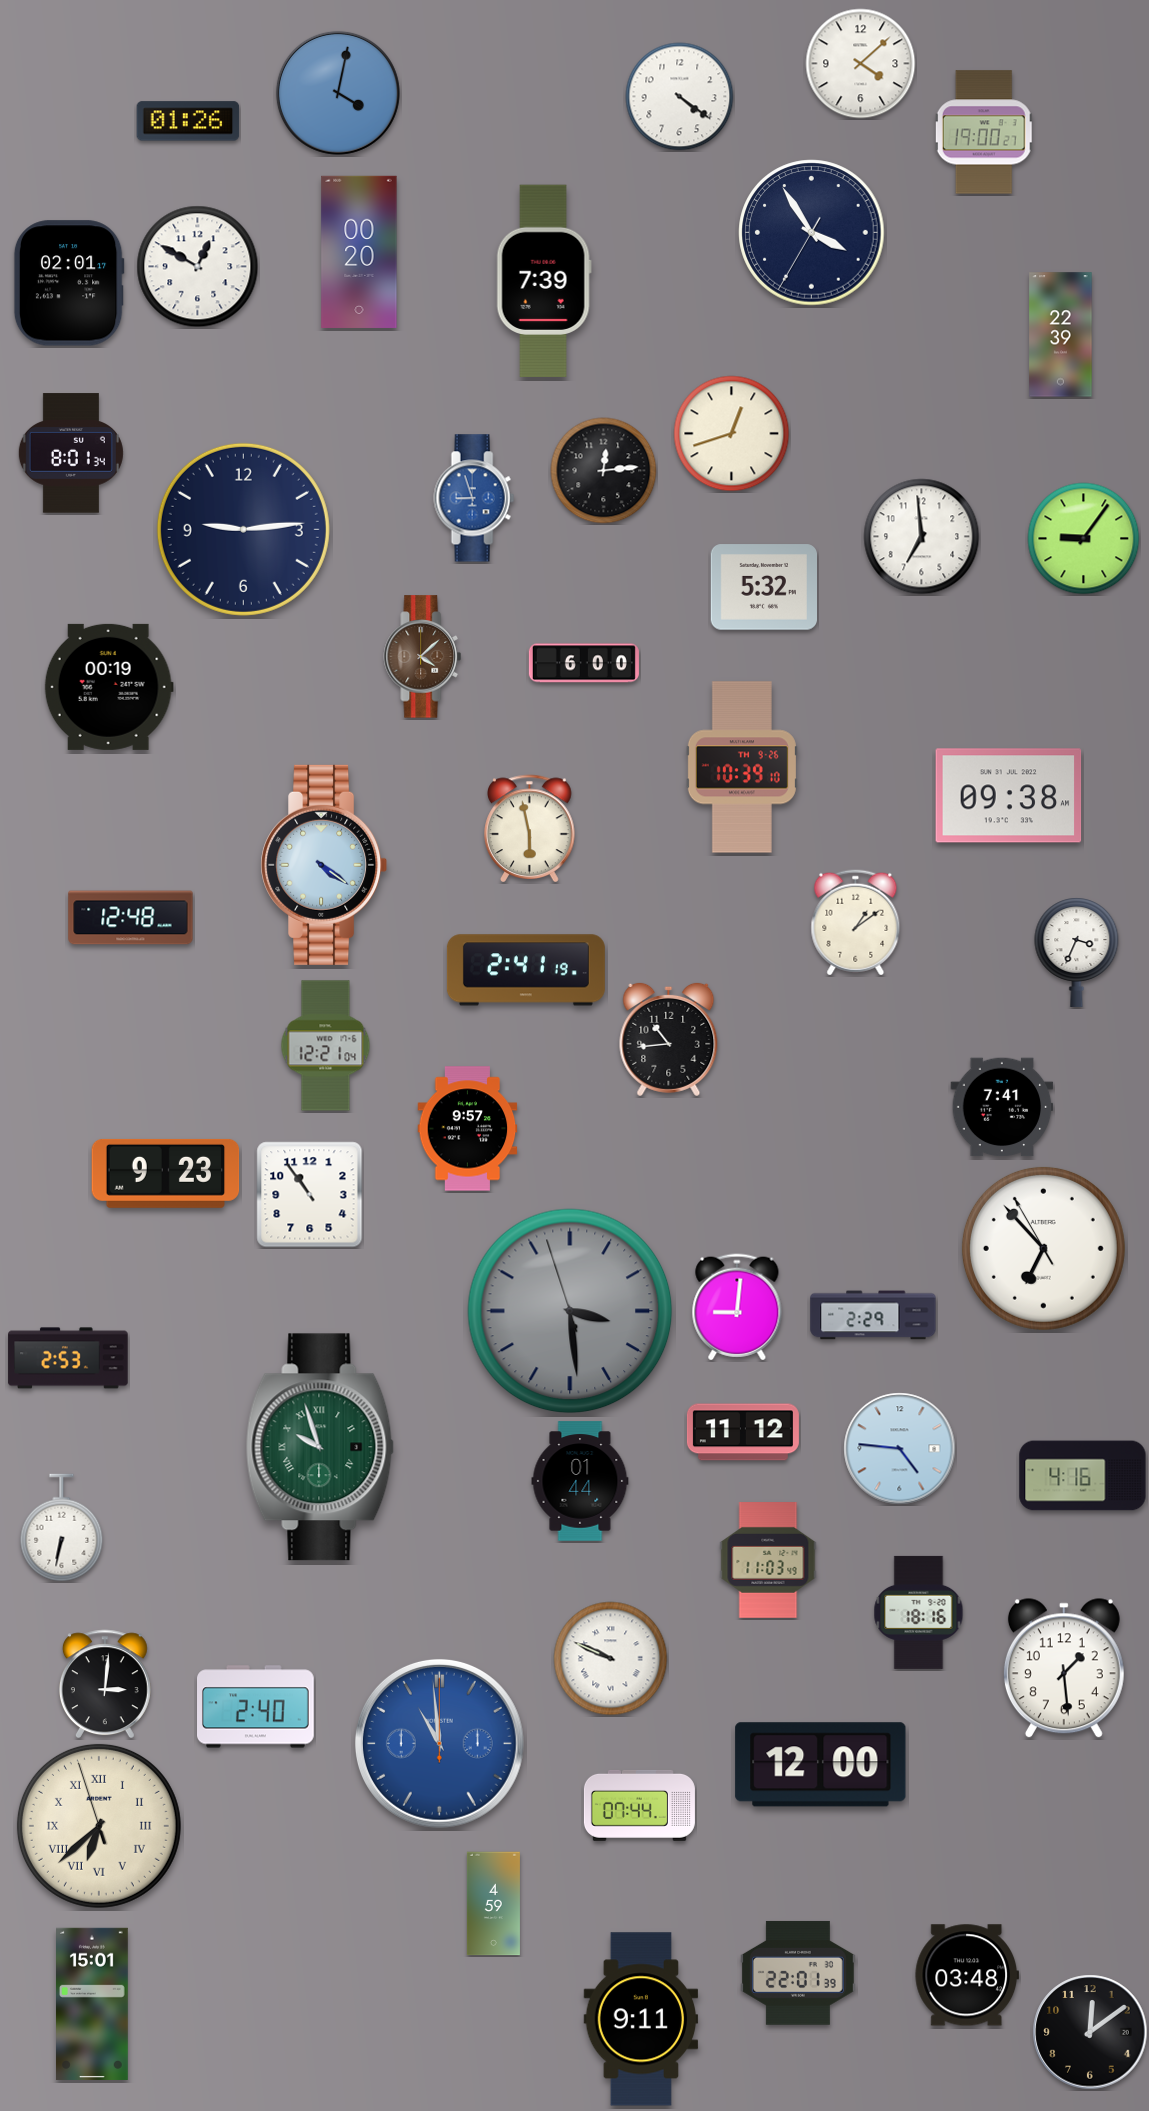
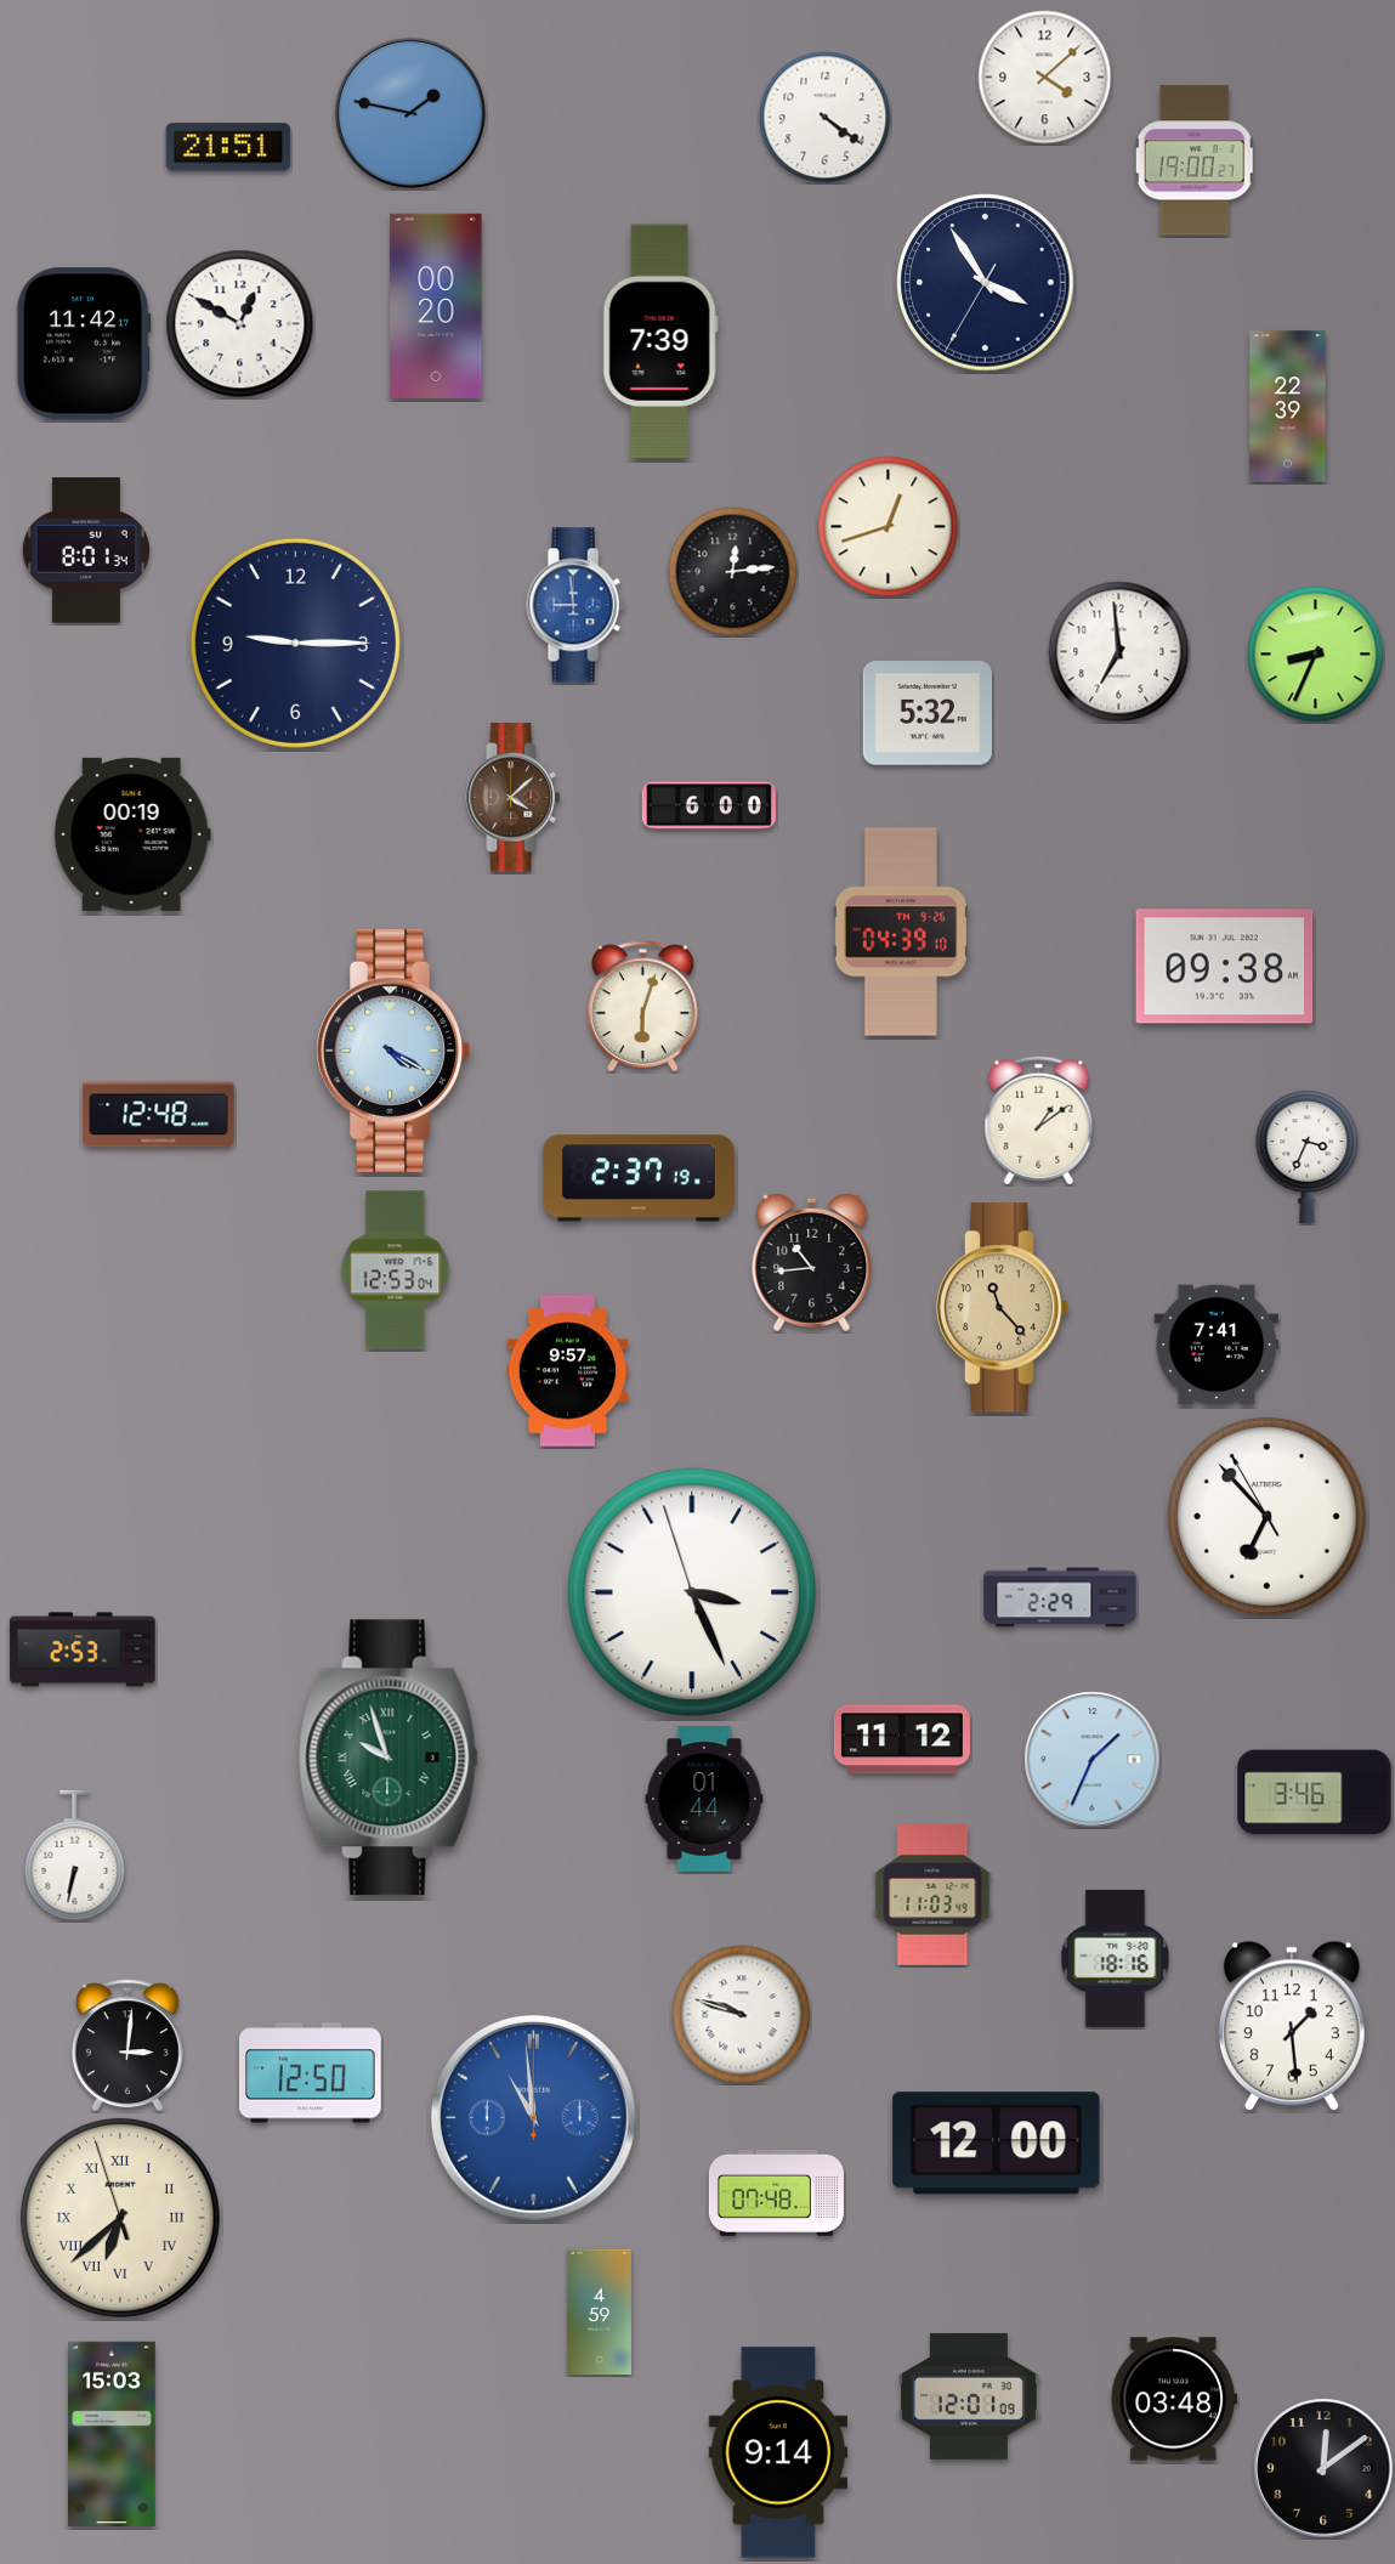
clock at (338, 93): 4:02 -> 1:47
clock at (188, 121): 01:26 -> 21:51
clock at (69, 283): 02:01 -> 11:42
clock at (474, 498): 8:57 -> 8:59
clock at (243, 529): 9:14 -> 9:15
clock at (1084, 539): 9:06 -> 8:34
clock at (742, 767): 10:39 -> 04:39
clock at (530, 828): 5:58 -> 6:03
clock at (324, 865): 4:21 -> 4:20
clock at (526, 970): 2:41 -> 2:37
clock at (326, 1046): 12:21 -> 12:53
clock at (1003, 1308): none -> 11:23
clock at (166, 1173): 9:23 -> none
clock at (310, 1195): 10:54 -> none
clock at (737, 1307): 9:01 -> none
clock at (570, 1311): 3:28 -> 3:25
clock at (570, 1311) dial: grey -> white
clock at (900, 1449): 4:46 -> 1:34
clock at (1083, 1476): 4:16 -> 3:46
clock at (611, 1659): 9:49 -> 9:48
clock at (256, 1707): 2:40 -> 12:50
clock at (639, 1805): 07:44 -> 07:48
clock at (798, 1973): 22:01 -> 12:01
clock at (93, 2004): 15:01 -> 15:03
clock at (641, 2019): 9:11 -> 9:14
